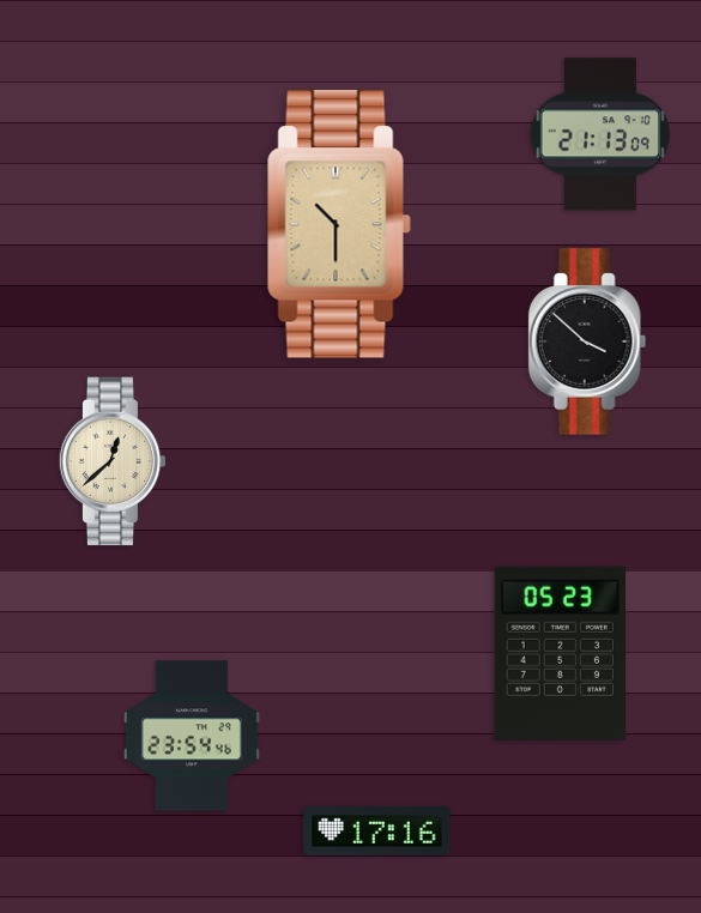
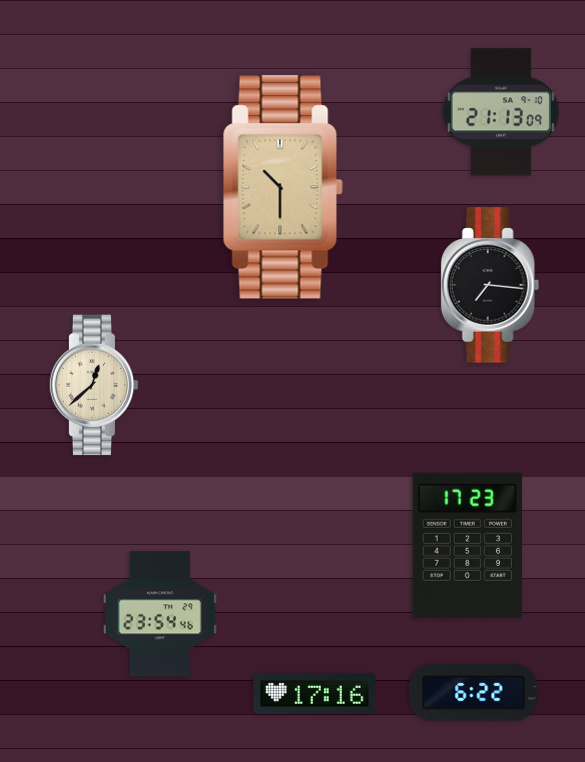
clock at (587, 341): 3:52 -> 7:16
clock at (560, 653): 05:23 -> 17:23
clock at (474, 693): none -> 6:22
